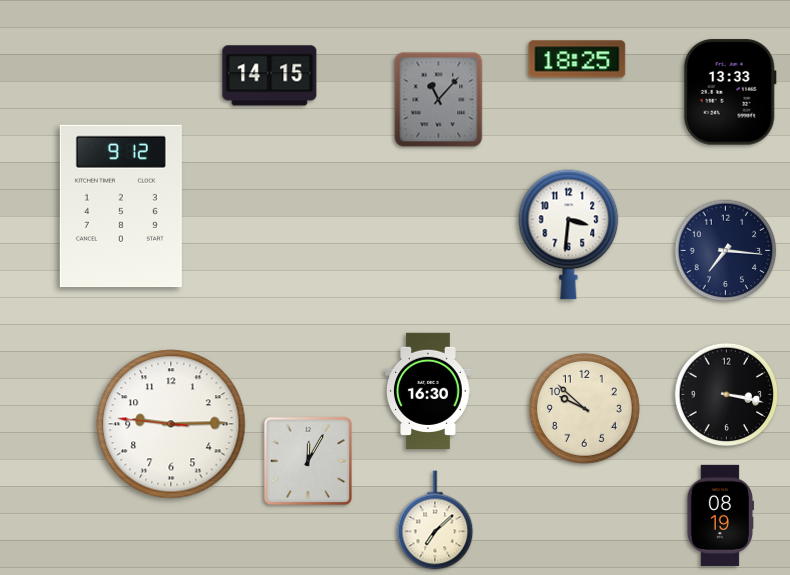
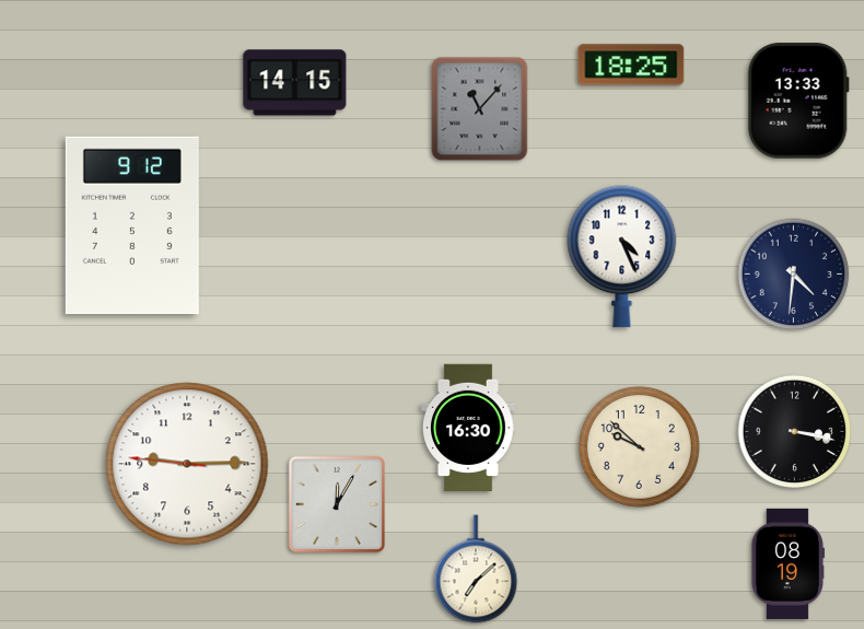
clock at (569, 235): 3:31 -> 4:26
clock at (726, 251): 7:16 -> 4:31
